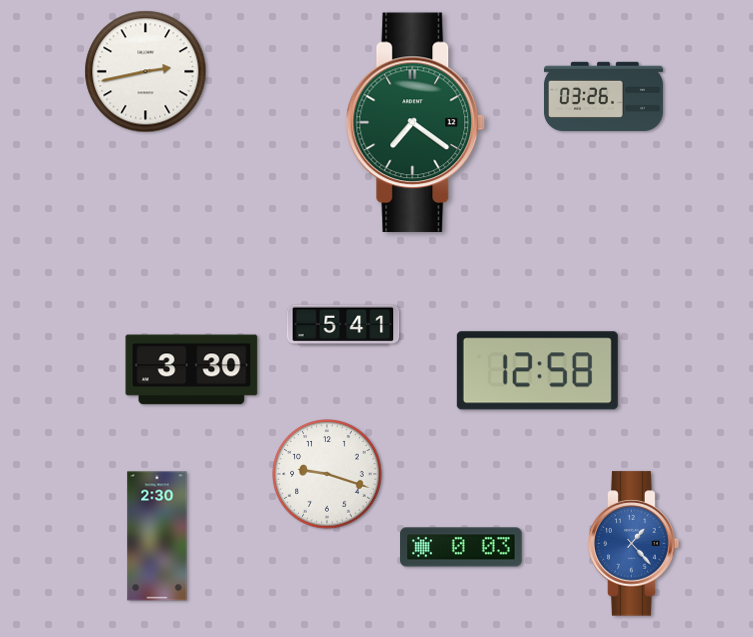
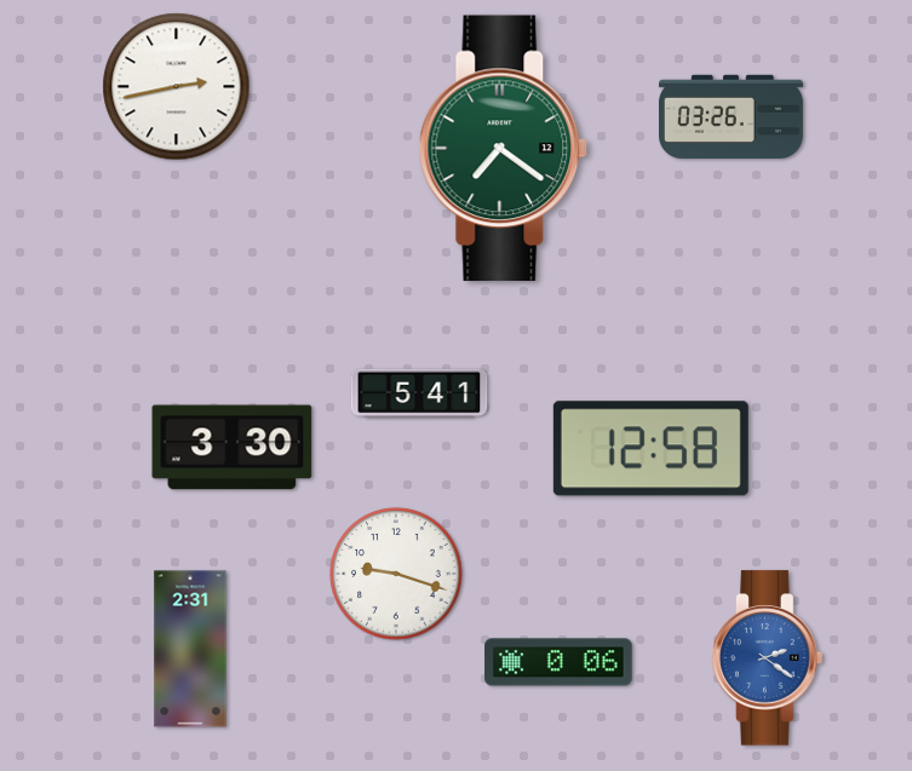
clock at (343, 325) position: (343, 325) -> (419, 393)
clock at (157, 536): 2:30 -> 2:31
clock at (634, 544): 1:23 -> 2:21
clock at (461, 547): 0:03 -> 0:06
